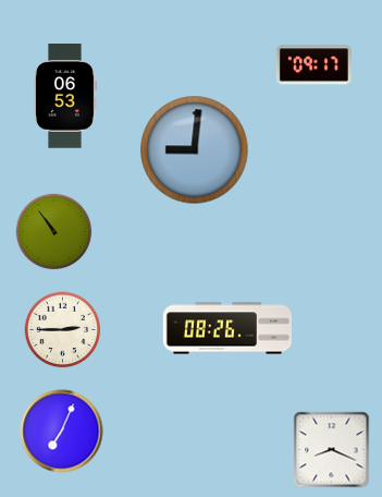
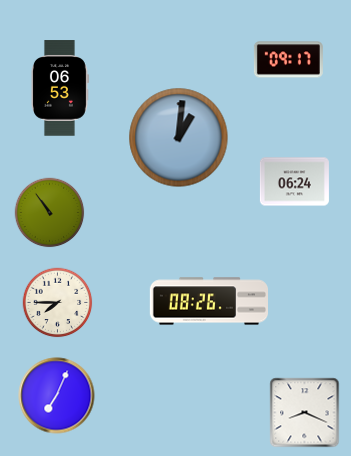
clock at (195, 150): 9:01 -> 1:01
clock at (294, 182): none -> 06:24
clock at (63, 330): 2:45 -> 7:45
